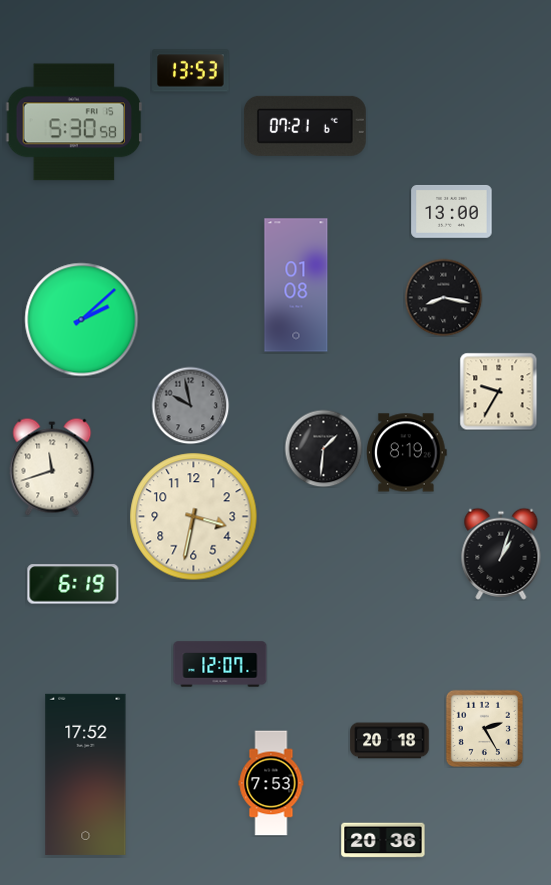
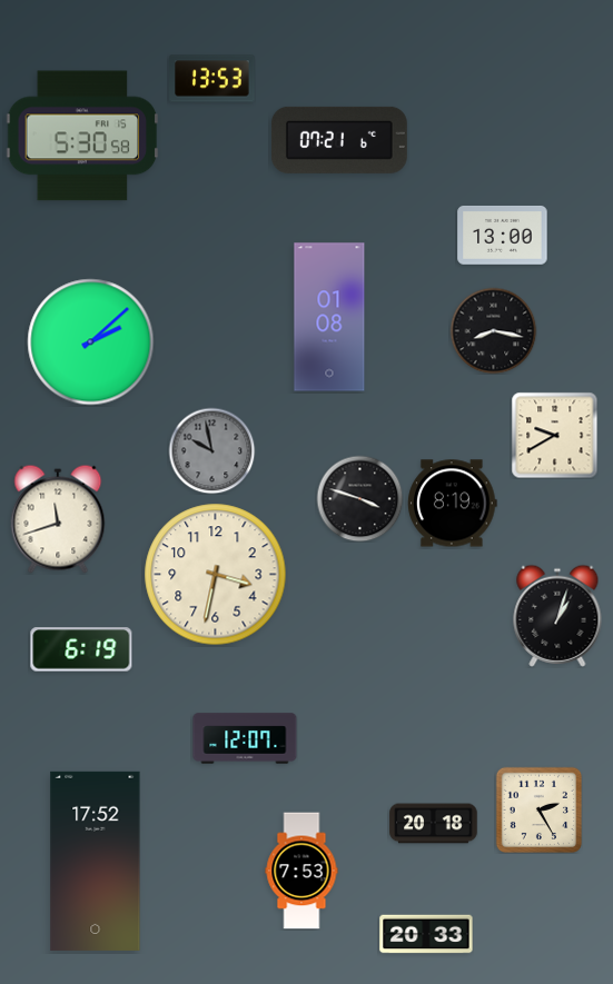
clock at (82, 320) position: (82, 320) -> (91, 342)
clock at (498, 391): 9:35 -> 9:40
clock at (323, 448): 1:31 -> 3:48
clock at (383, 840): 20:36 -> 20:33
